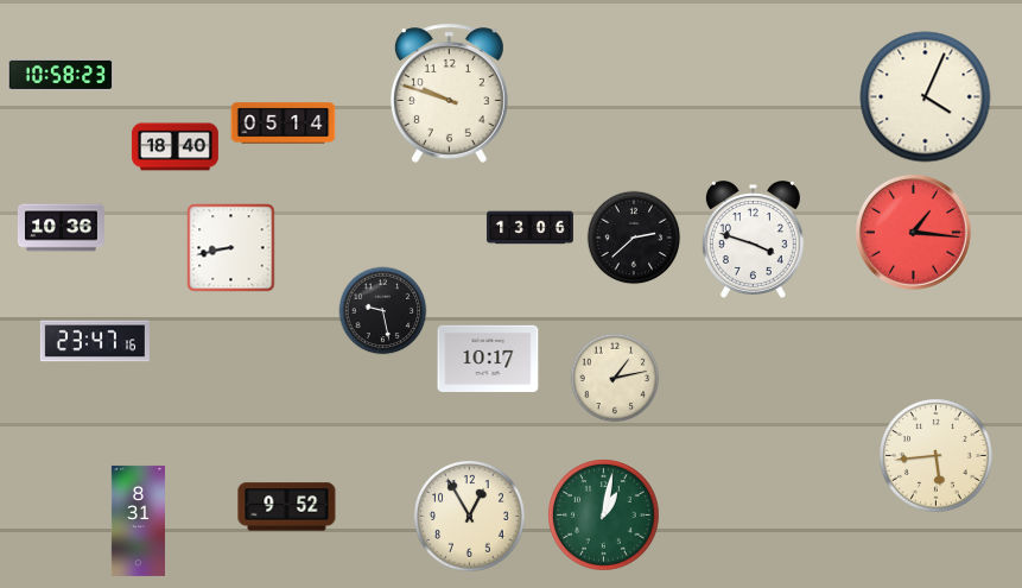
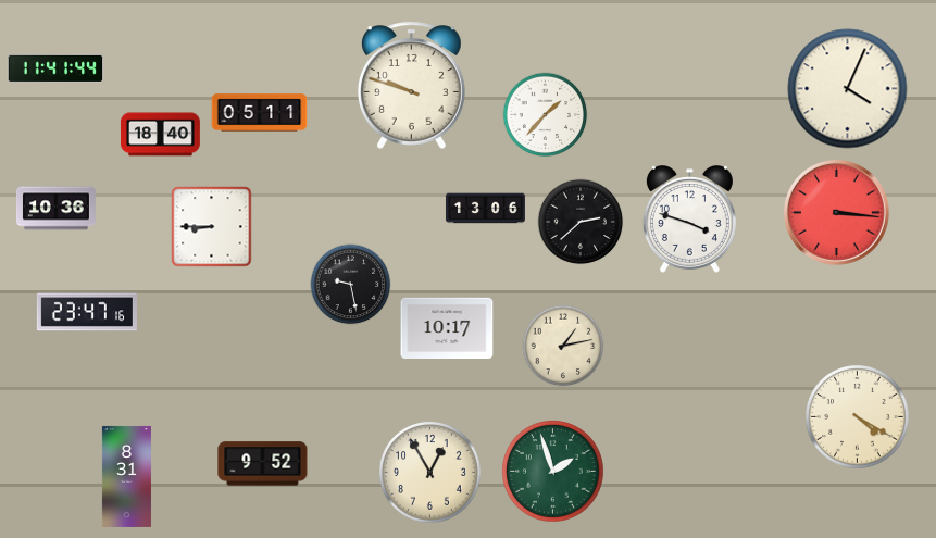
clock at (61, 75): 10:58 -> 11:41
clock at (284, 124): 05:14 -> 05:11
clock at (546, 115): none -> 1:37
clock at (914, 233): 1:16 -> 3:16
clock at (634, 238) position: (634, 238) -> (581, 222)
clock at (231, 248): 8:43 -> 8:45
clock at (937, 456): 5:44 -> 4:20
clock at (604, 516): 1:02 -> 1:57
